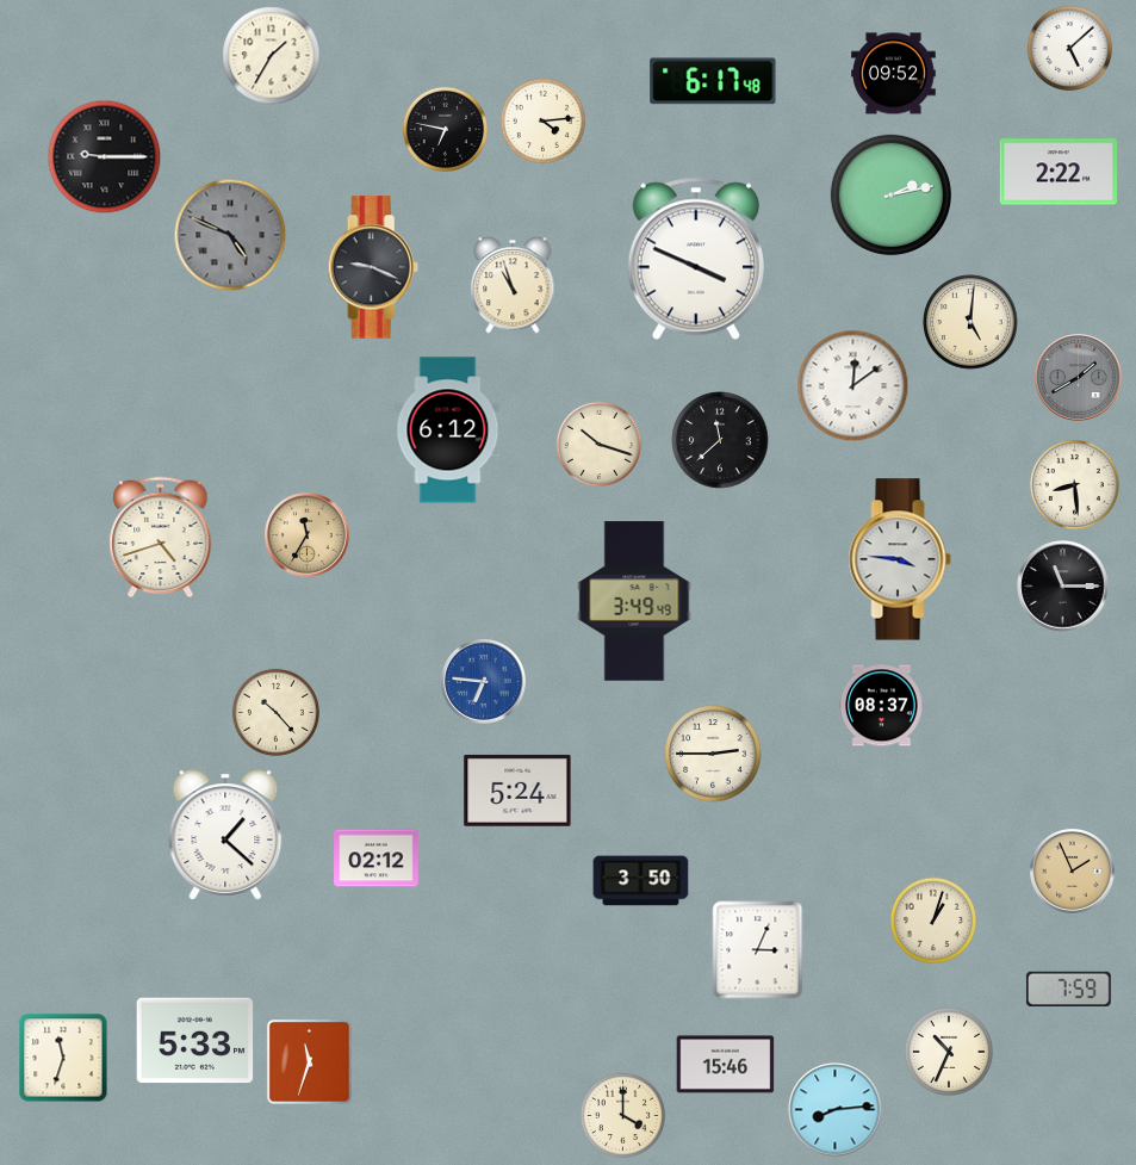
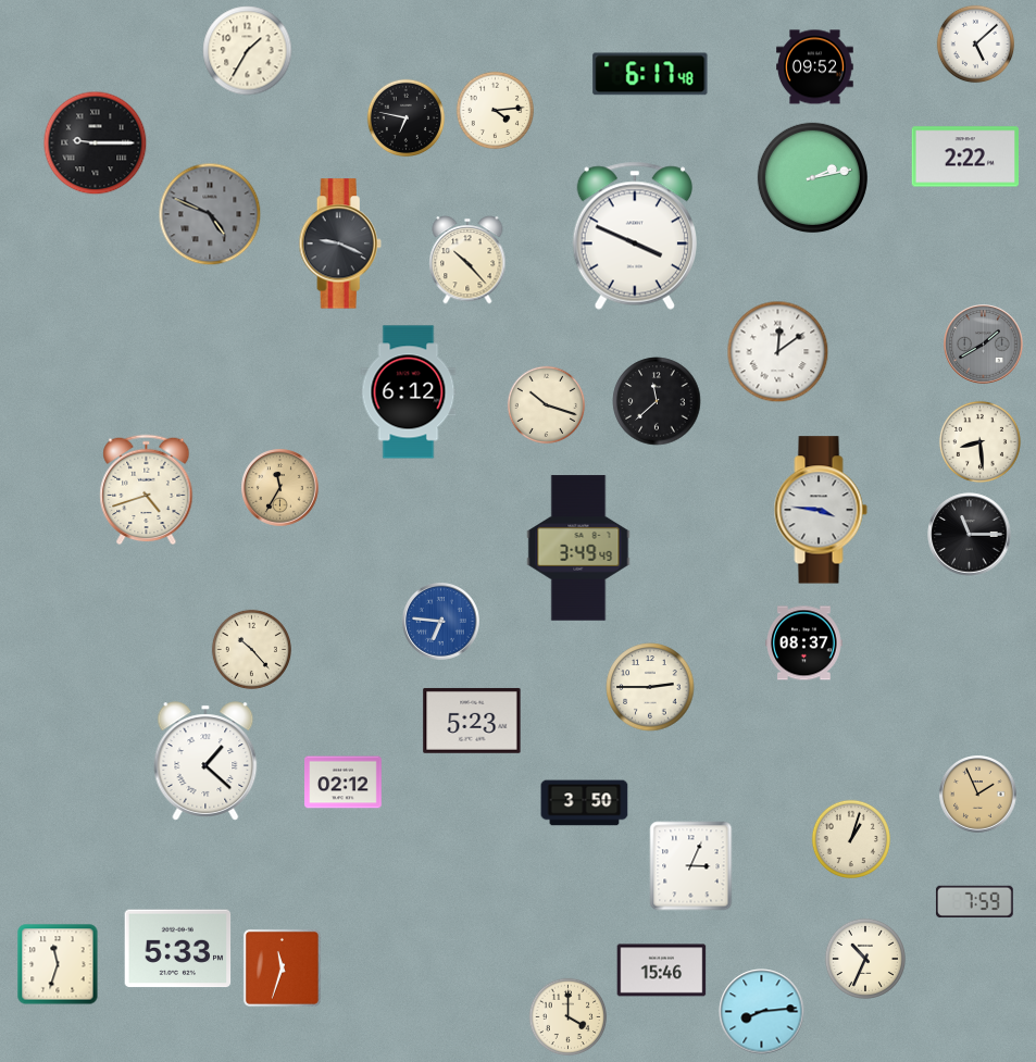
clock at (513, 285): 10:57 -> 10:23
clock at (970, 322): 5:01 -> none
clock at (517, 791): 5:24 -> 5:23
